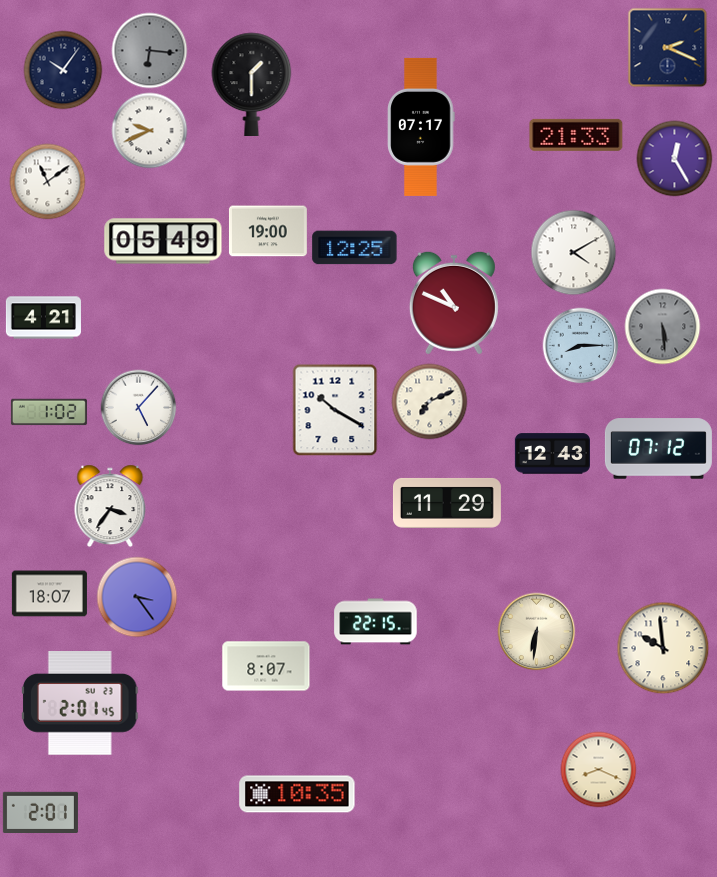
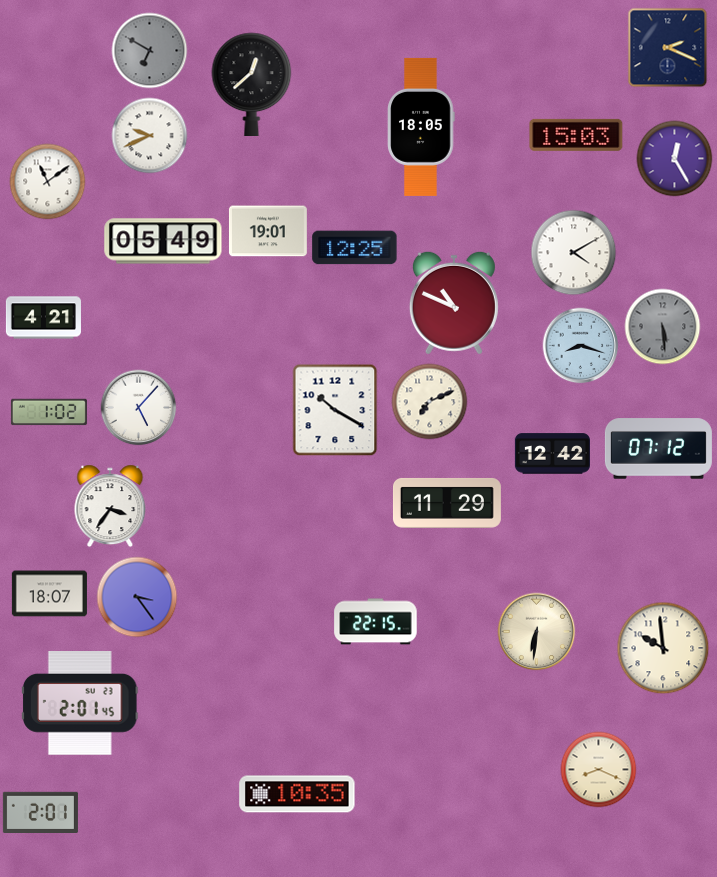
clock at (150, 51): 6:16 -> 6:50
clock at (63, 70): 10:06 -> none
clock at (252, 84): 1:30 -> 12:38
clock at (421, 127): 07:17 -> 18:05
clock at (150, 131) position: (150, 131) -> (150, 136)
clock at (576, 135): 21:33 -> 15:03
clock at (268, 231): 19:00 -> 19:01
clock at (581, 346): 8:15 -> 8:18
clock at (552, 454): 12:43 -> 12:42
clock at (266, 666): 8:07 -> none
